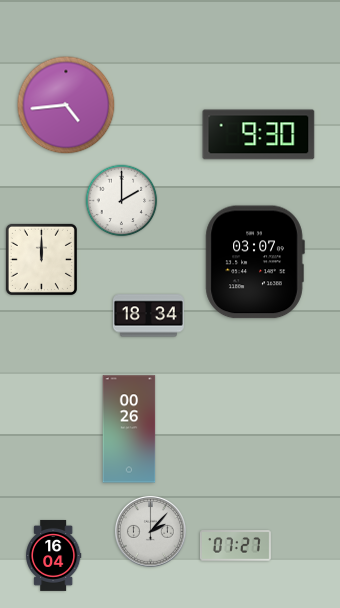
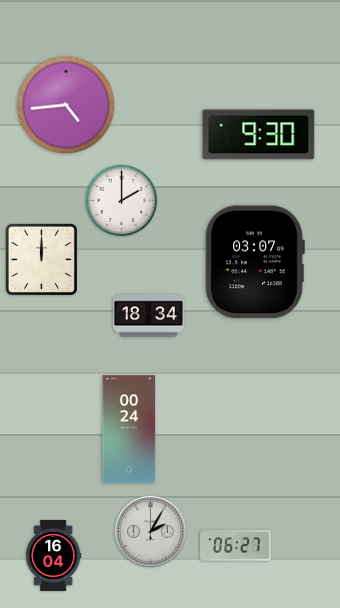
clock at (129, 429): 00:26 -> 00:24
clock at (150, 531): 2:07 -> 2:05
clock at (235, 546): 07:27 -> 06:27
